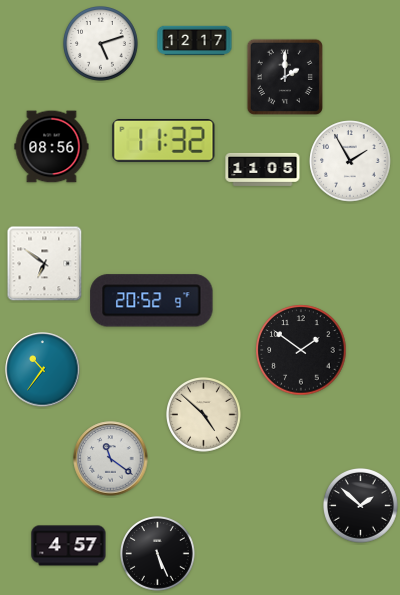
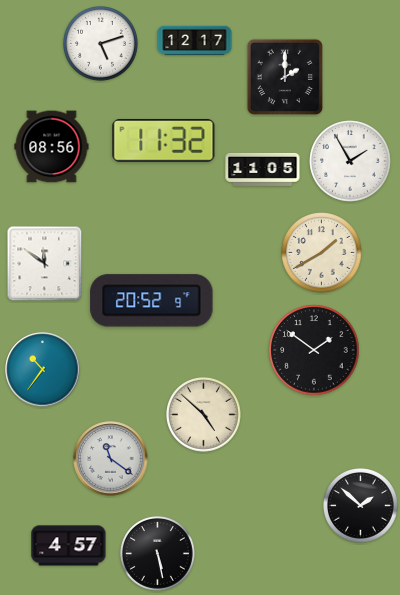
clock at (322, 253): none -> 1:40
clock at (45, 264): 6:51 -> 11:51
clock at (301, 350) position: (301, 350) -> (314, 350)
clock at (158, 554): 5:26 -> 5:28
